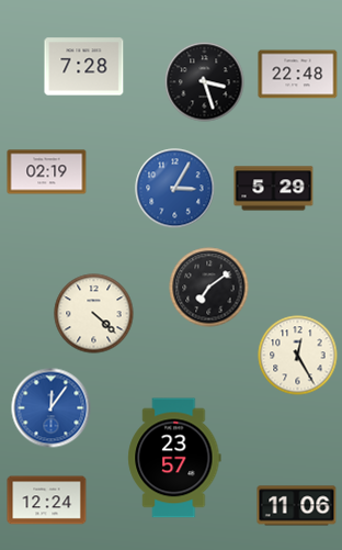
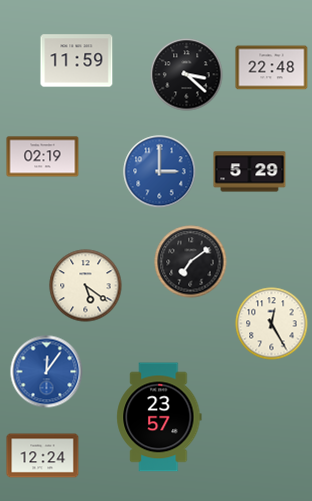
clock at (84, 67): 7:28 -> 11:59
clock at (205, 82): 3:27 -> 3:22
clock at (175, 189): 3:05 -> 3:00
clock at (94, 314): 4:22 -> 5:21
clock at (297, 506): 11:06 -> none
